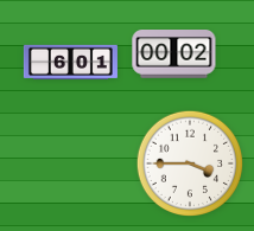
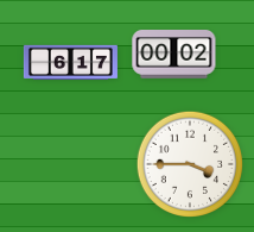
clock at (70, 62): 6:01 -> 6:17
